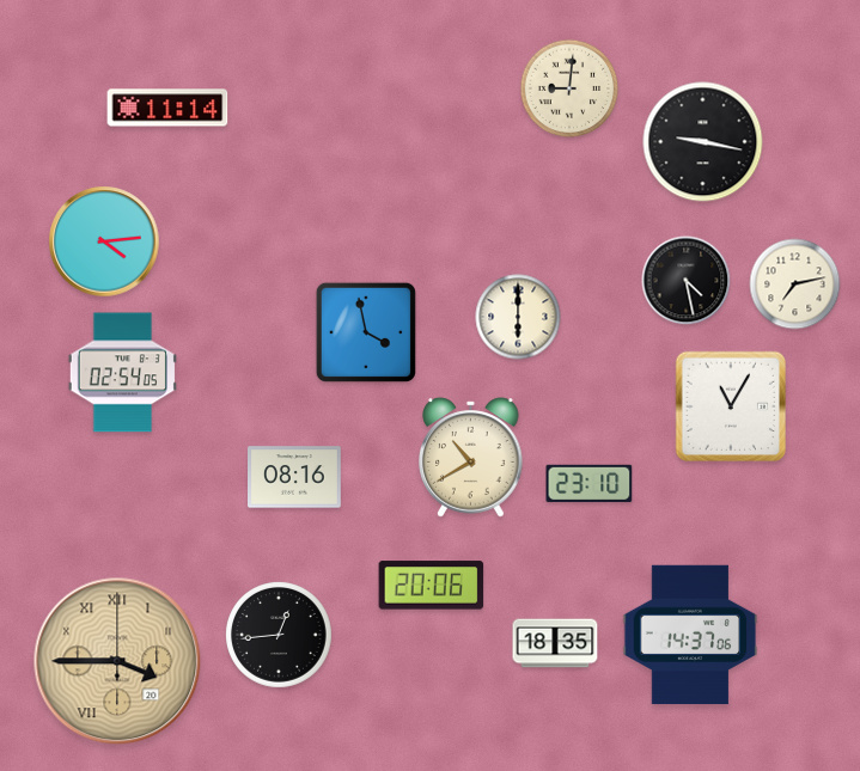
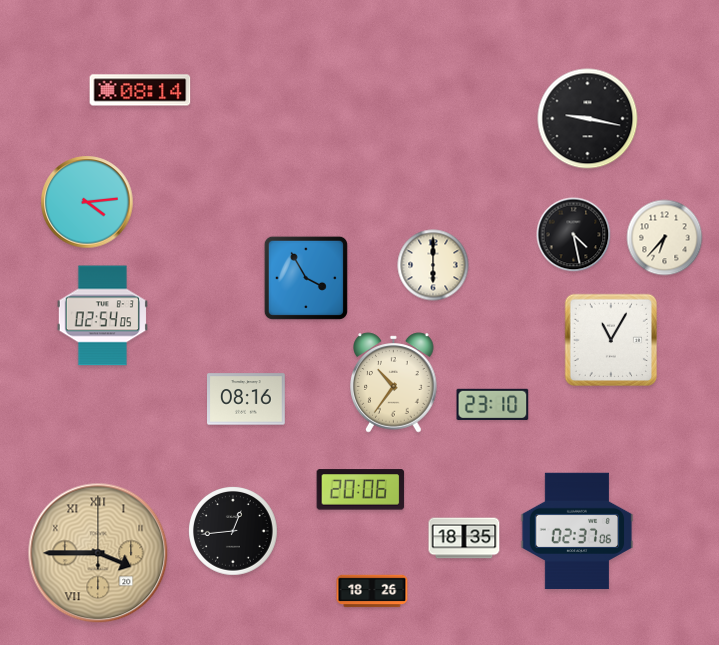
clock at (569, 88): 9:01 -> none
clock at (167, 108): 11:14 -> 08:14
clock at (795, 284): 7:13 -> 6:37
clock at (366, 332): 3:58 -> 3:55
clock at (122, 373) position: (122, 373) -> (102, 316)
clock at (471, 458): 10:40 -> 10:36
clock at (690, 635): 14:37 -> 02:37
clock at (372, 591): none -> 18:26
